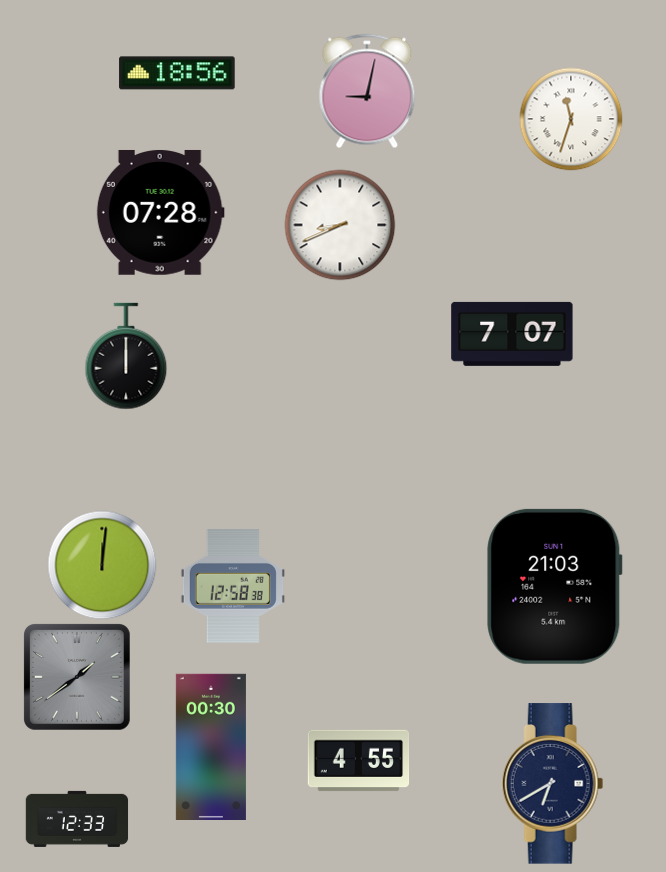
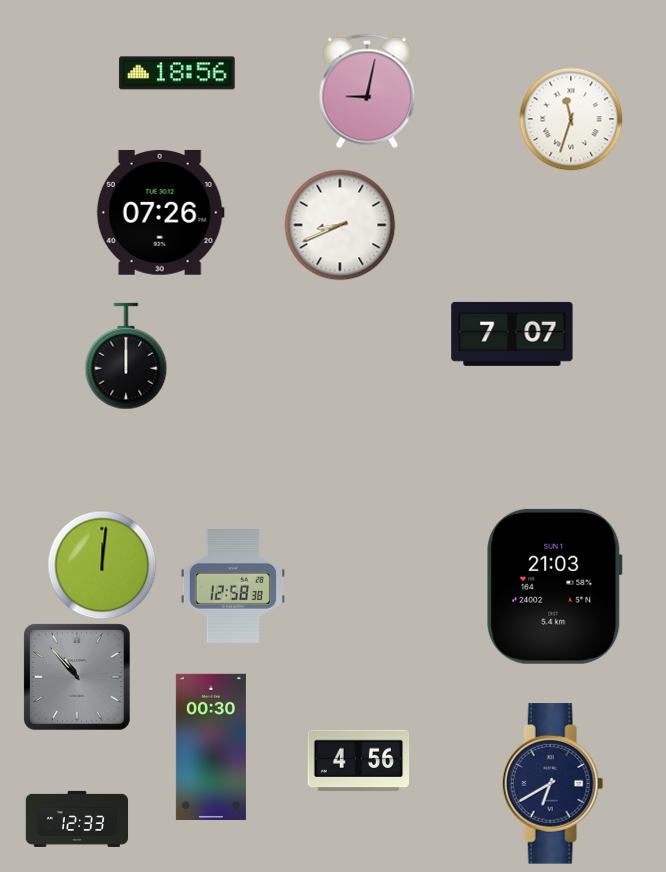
clock at (160, 212): 07:28 -> 07:26
clock at (77, 677): 1:39 -> 10:53
clock at (359, 761): 4:55 -> 4:56
